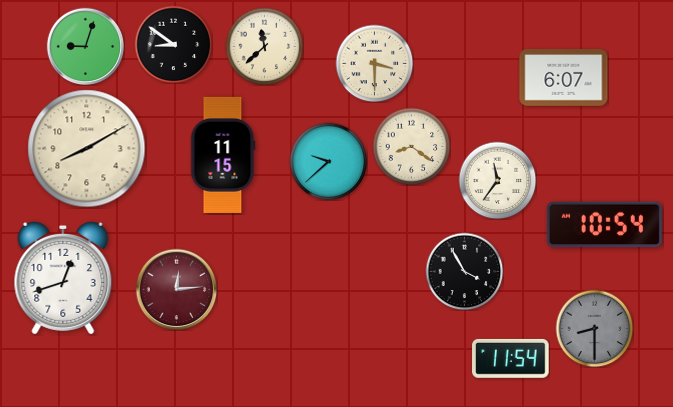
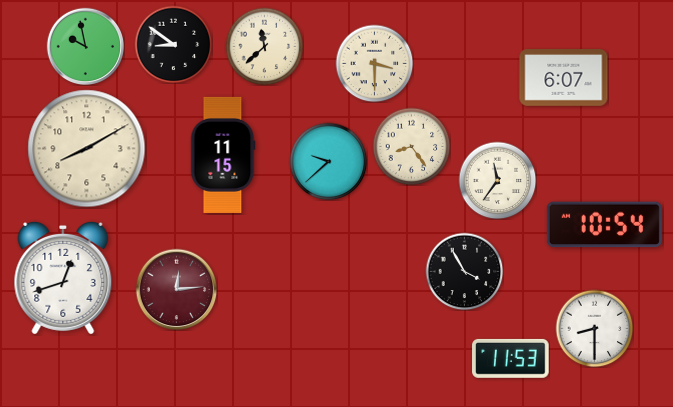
clock at (85, 46): 9:03 -> 9:58
clock at (411, 146): 8:21 -> 8:24
clock at (594, 328) dial: grey -> white
clock at (511, 358): 11:54 -> 11:53
